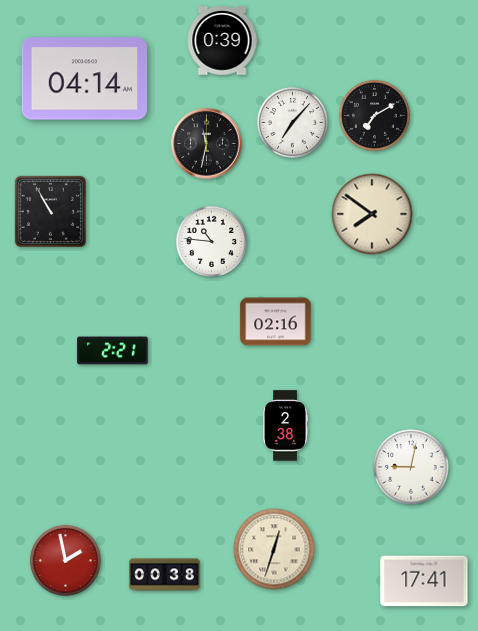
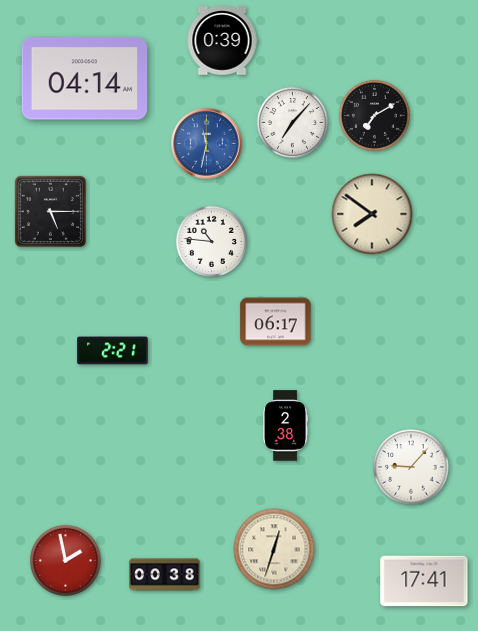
clock at (207, 144) dial: black -> blue
clock at (50, 211): 10:55 -> 5:15
clock at (276, 322): 02:16 -> 06:17
clock at (411, 467): 9:02 -> 9:07
